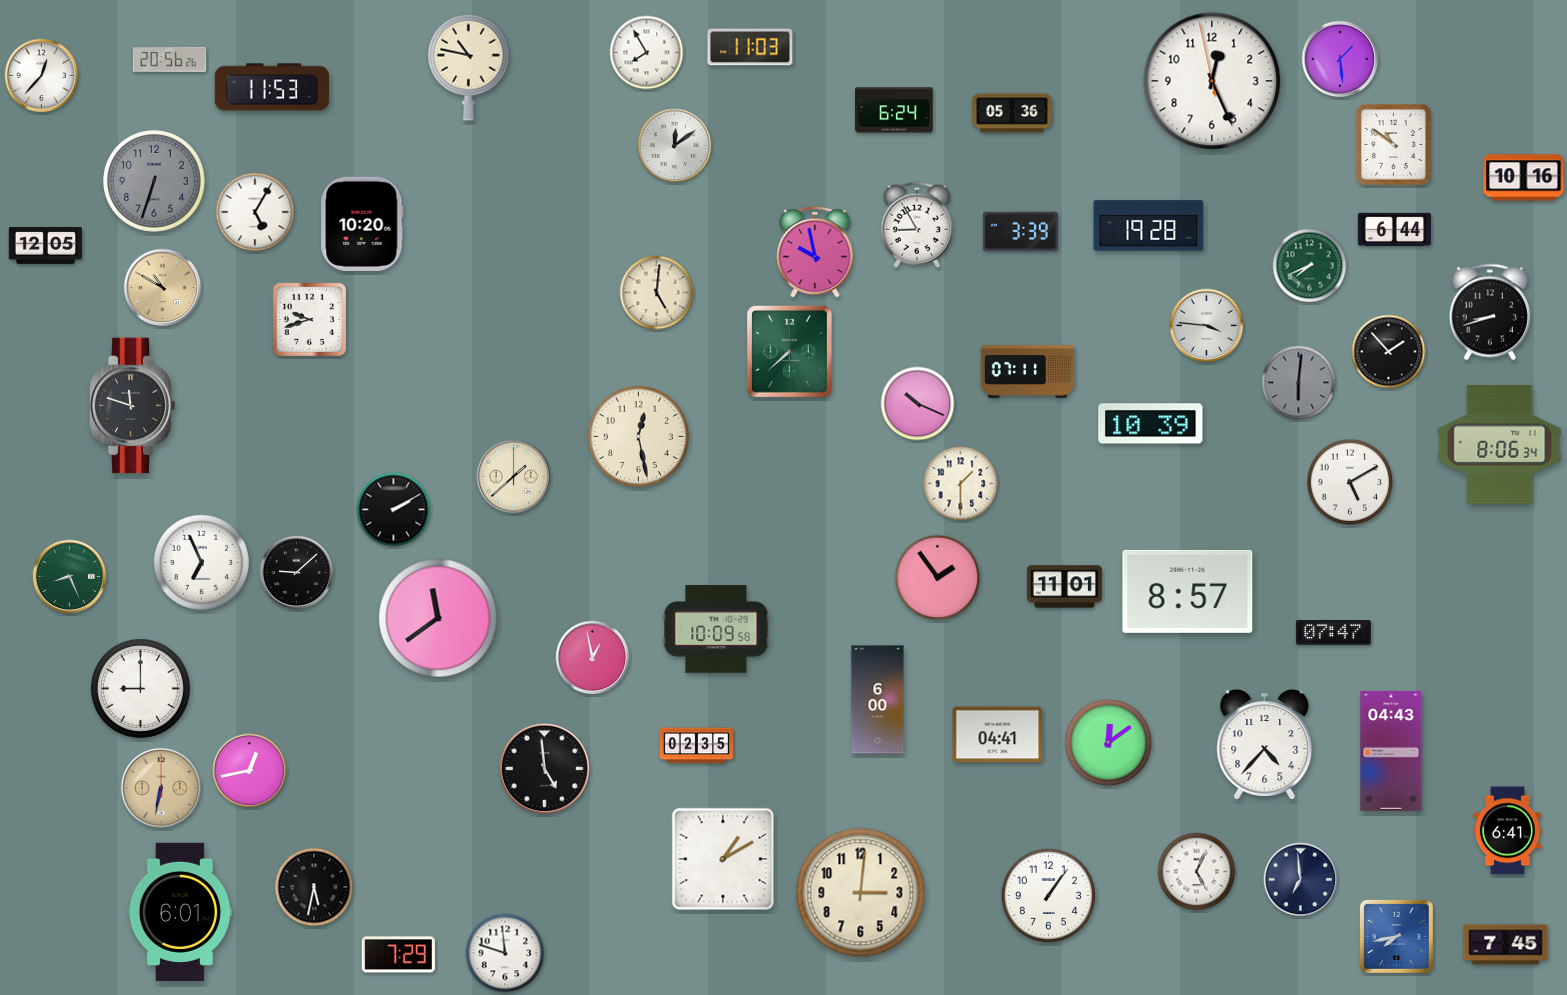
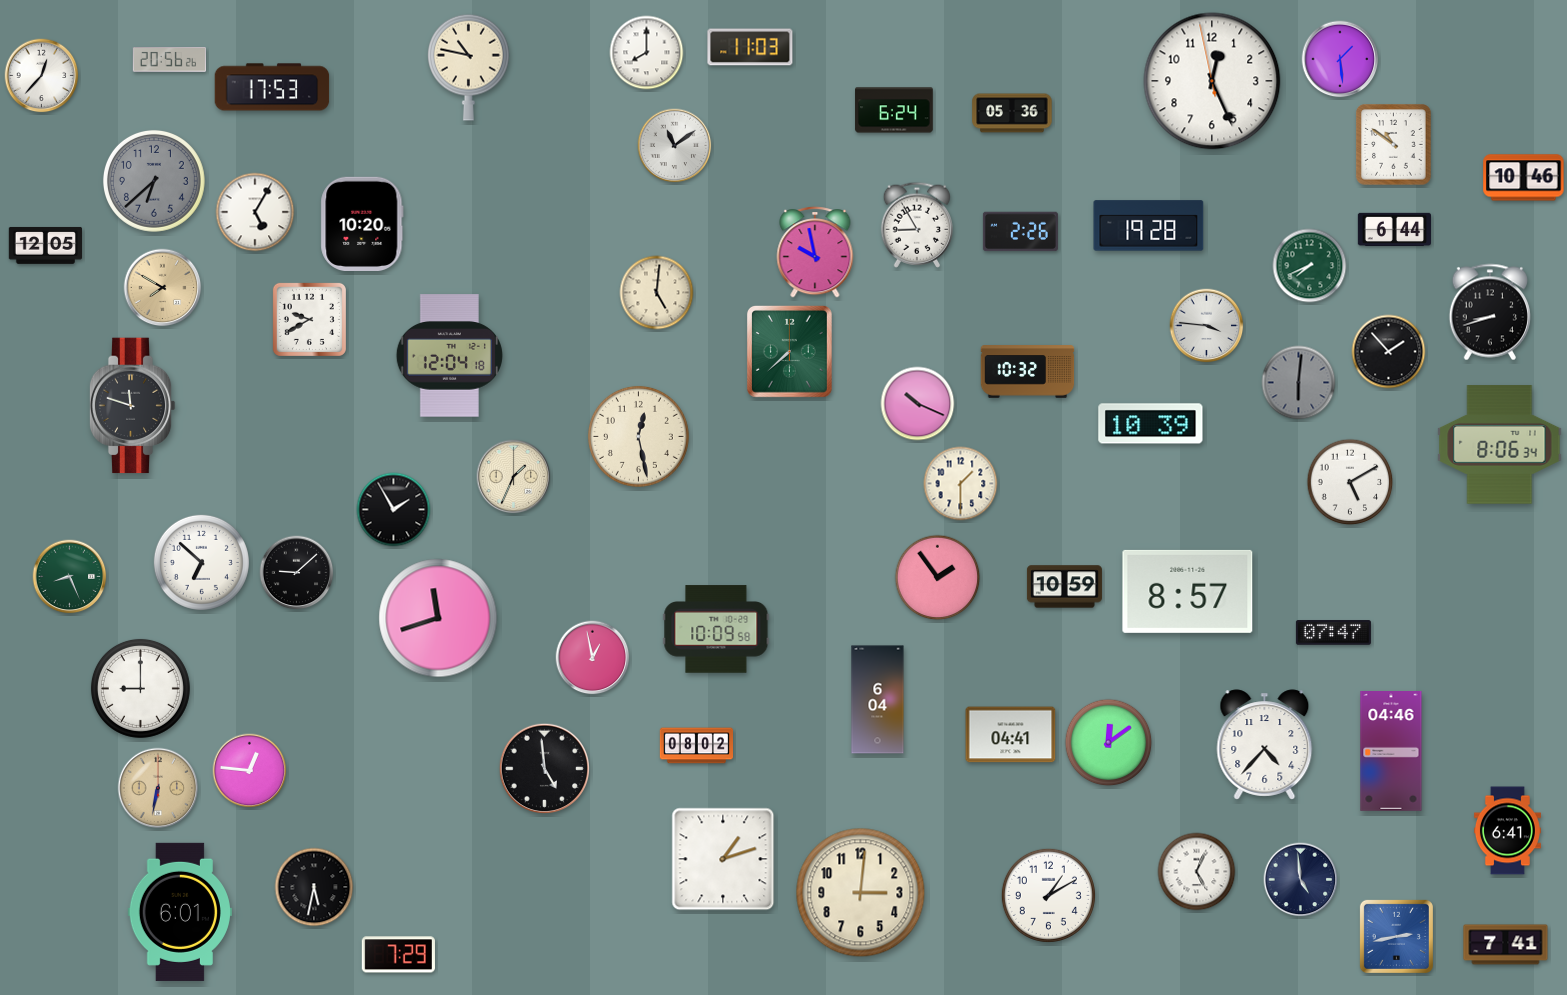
clock at (647, 53): 7:55 -> 8:00
clock at (272, 87): 11:53 -> 17:53
clock at (675, 146): 12:09 -> 11:09
clock at (1524, 178): 10:16 -> 10:46
clock at (154, 181): 6:33 -> 6:38
clock at (1020, 232): 3:39 -> 2:26
clock at (163, 288): 10:50 -> 7:50
clock at (309, 319): 9:42 -> 9:40
clock at (449, 356): none -> 12:04
clock at (1028, 372): 07:11 -> 10:32
clock at (514, 477): 1:38 -> 1:34
clock at (394, 510): 2:10 -> 1:55
clock at (201, 562): 6:56 -> 6:52
clock at (1064, 587): 11:01 -> 10:59
clock at (438, 618): 11:39 -> 11:42
clock at (878, 700): 6:00 -> 6:04
clock at (998, 735) position: (998, 735) -> (1011, 735)
clock at (696, 746): 02:35 -> 08:02
clock at (1391, 752): 04:43 -> 04:46
clock at (250, 771): 12:43 -> 12:46
clock at (161, 788) position: (161, 788) -> (158, 788)
clock at (723, 859): 1:10 -> 1:12
clock at (1301, 880): 6:59 -> 4:59
clock at (1048, 895): 1:06 -> 1:10
clock at (1396, 936): 7:43 -> 2:43
clock at (1506, 945): 7:45 -> 7:41
clock at (505, 953): 11:48 -> none
